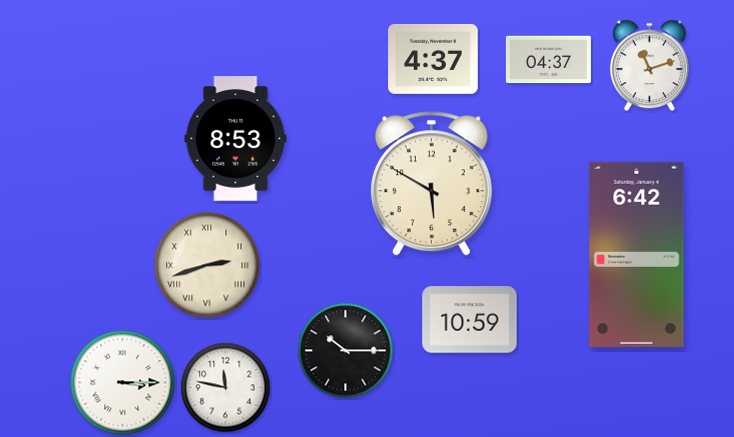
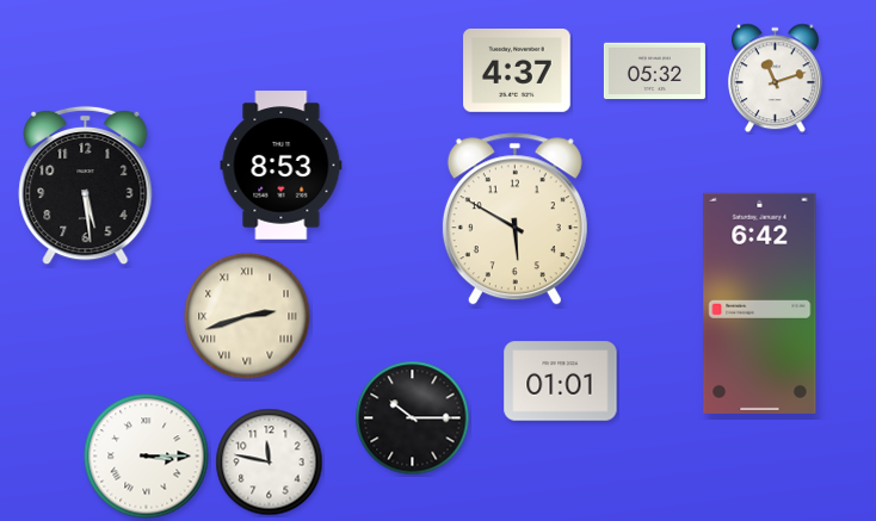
clock at (548, 60): 04:37 -> 05:32
clock at (86, 186): none -> 5:29
clock at (470, 320): 10:59 -> 01:01
